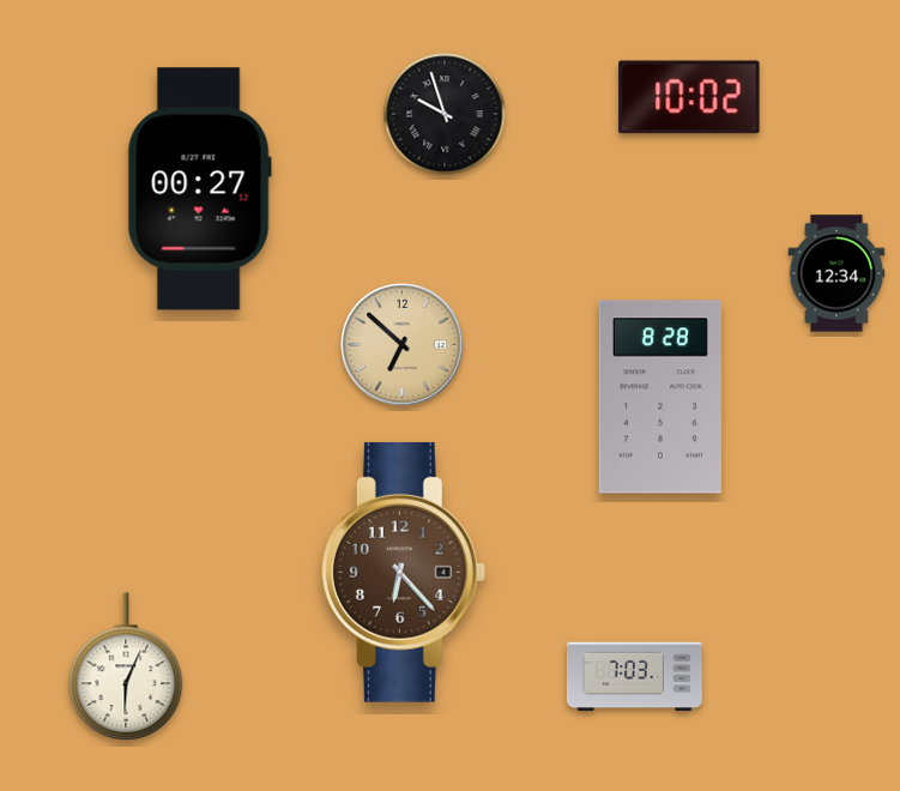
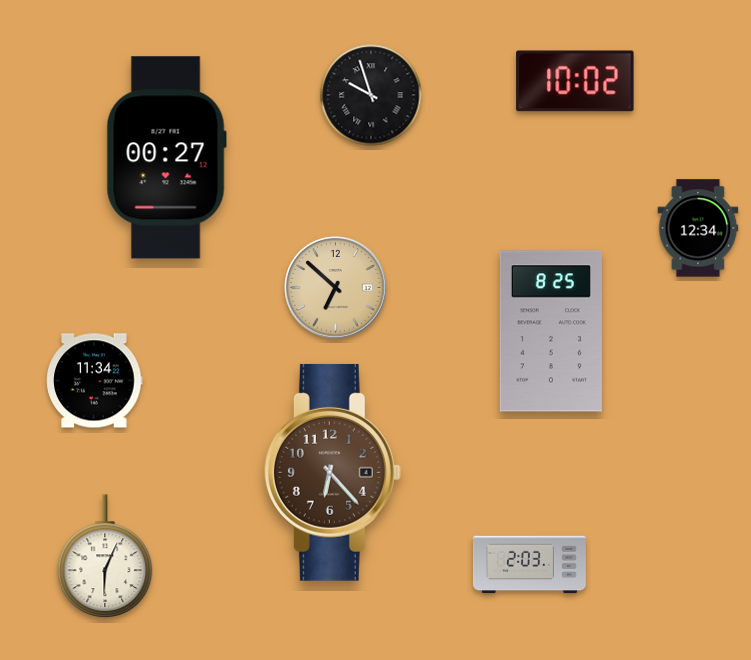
clock at (660, 397): 8:28 -> 8:25
clock at (95, 381): none -> 11:34
clock at (403, 572) position: (403, 572) -> (332, 472)
clock at (634, 677): 7:03 -> 2:03
